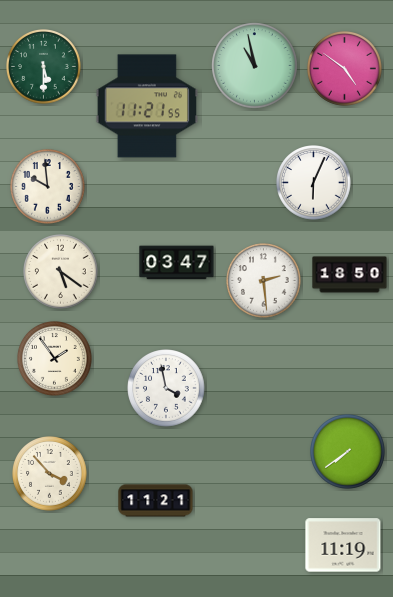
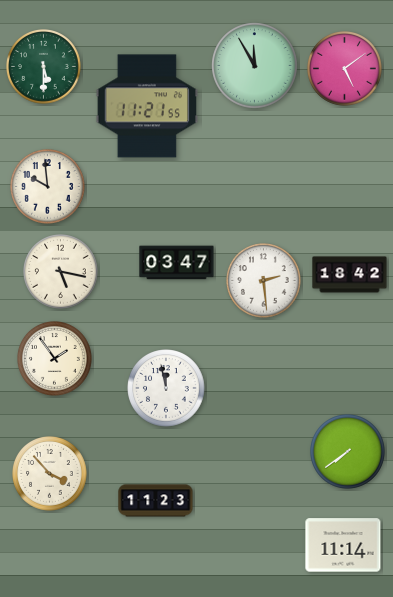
clock at (255, 66): 10:58 -> 11:55
clock at (345, 69): 4:51 -> 5:09
clock at (314, 183): 6:04 -> none
clock at (61, 272): 5:21 -> 5:17
clock at (350, 275): 18:50 -> 18:42
clock at (166, 388): 3:58 -> 11:58
clock at (156, 501): 11:21 -> 11:23
clock at (343, 545): 11:19 -> 11:14
